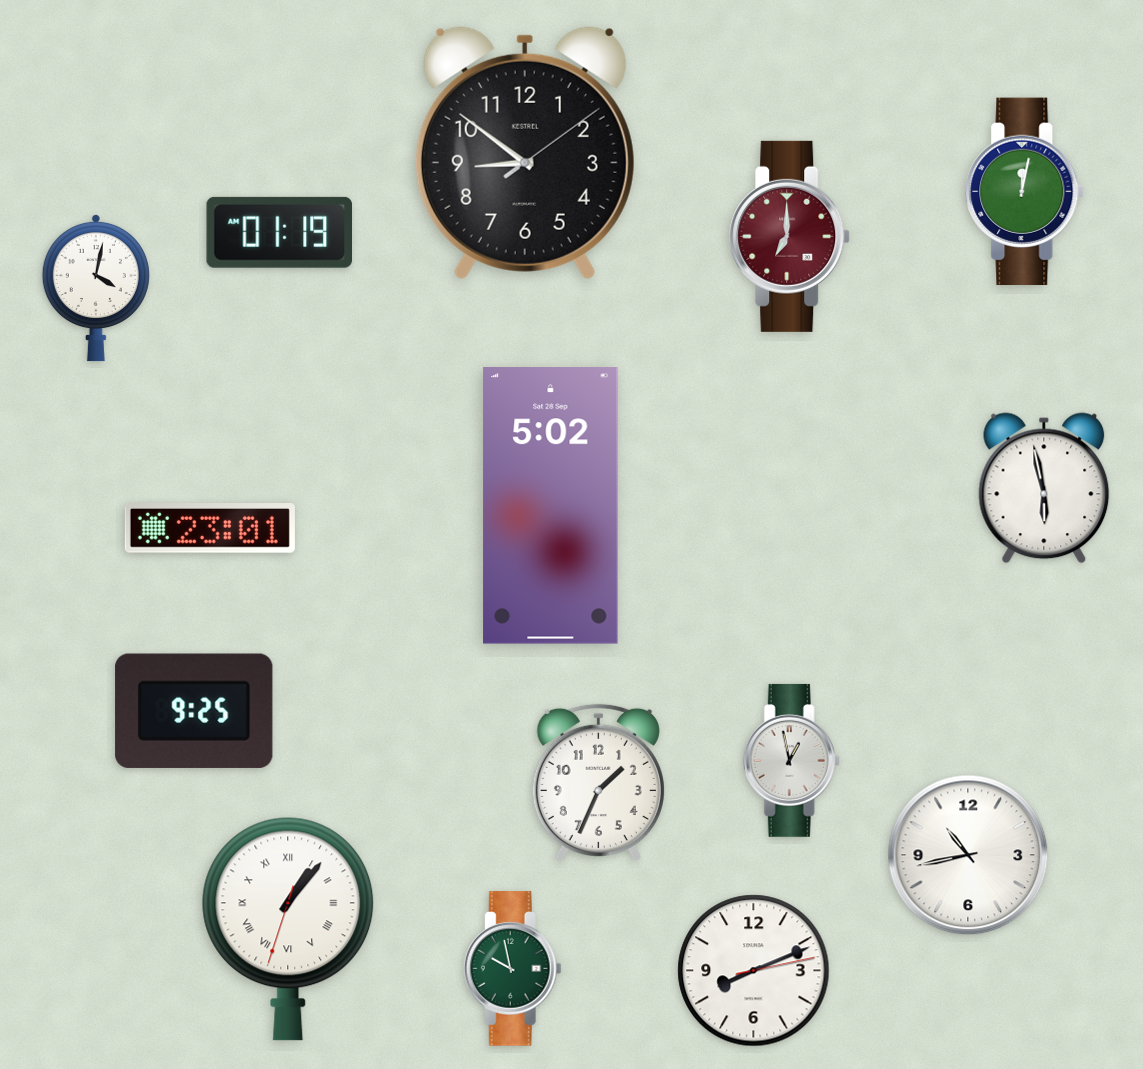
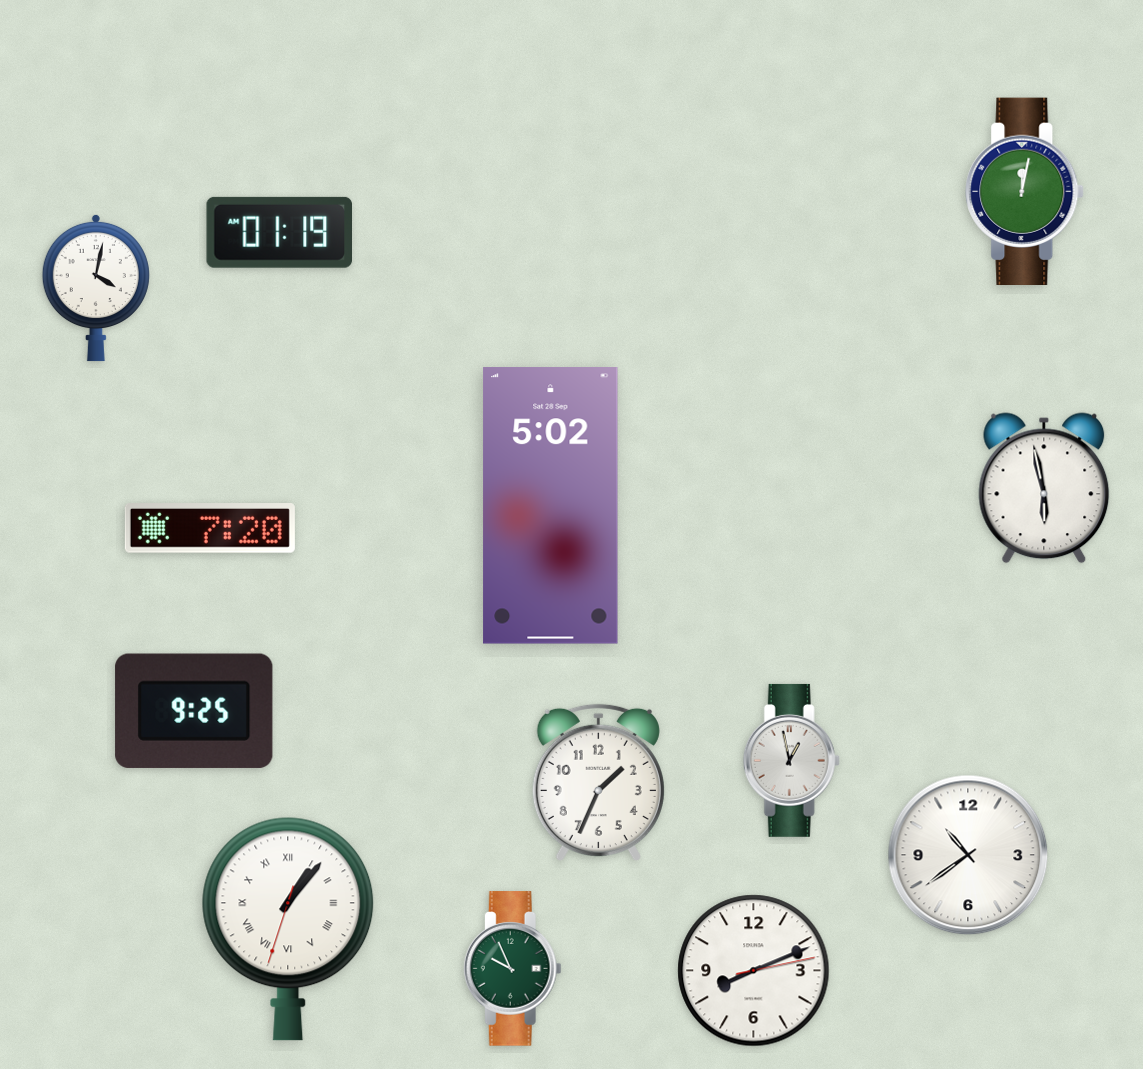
clock at (525, 152): 8:51 -> none
clock at (790, 236): 7:00 -> none
clock at (210, 529): 23:01 -> 7:20
clock at (968, 855): 10:43 -> 10:39
clock at (512, 969): 9:58 -> 9:56
